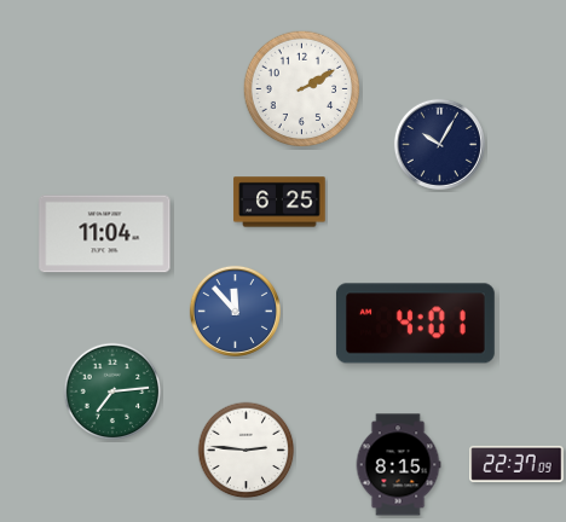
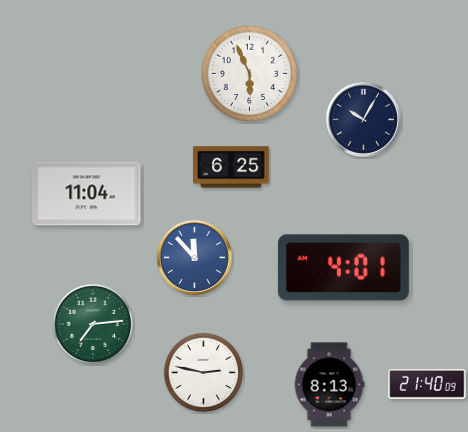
clock at (301, 88): 2:10 -> 5:56
clock at (247, 451): 2:46 -> 2:47
clock at (516, 464): 22:37 -> 21:40
clock at (398, 465): 8:15 -> 8:13
